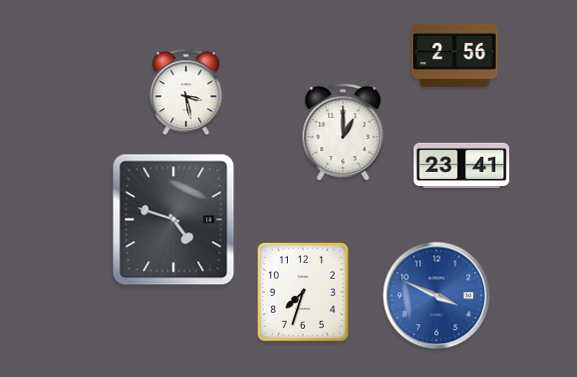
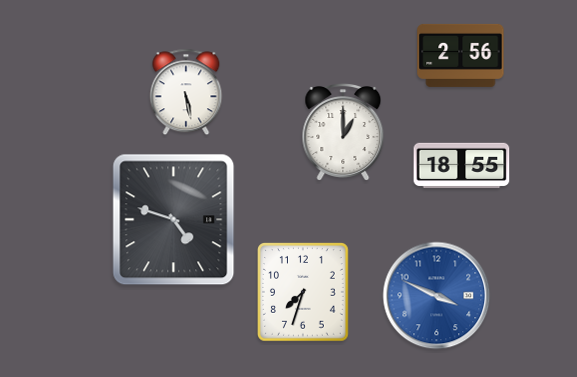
clock at (455, 55) position: (455, 55) -> (461, 55)
clock at (186, 92): 3:28 -> 5:28
clock at (462, 165): 23:41 -> 18:55
